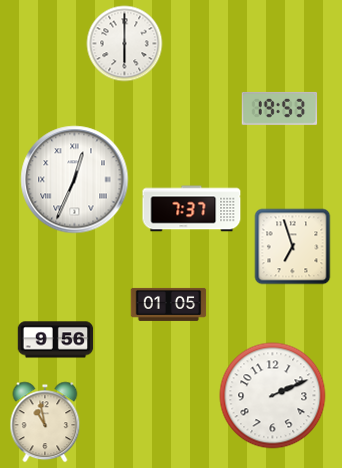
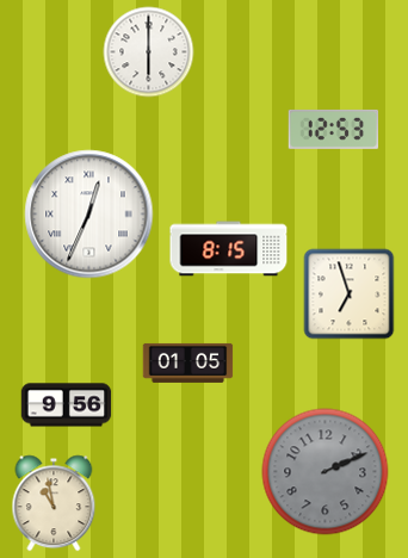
clock at (280, 108): 19:53 -> 12:53
clock at (192, 209): 7:37 -> 8:15
clock at (169, 304) position: (169, 304) -> (188, 362)
clock at (273, 396) dial: white -> grey
